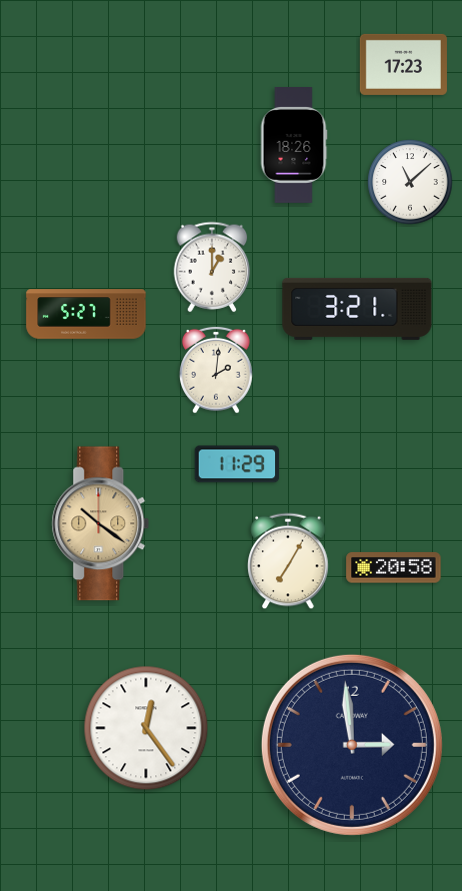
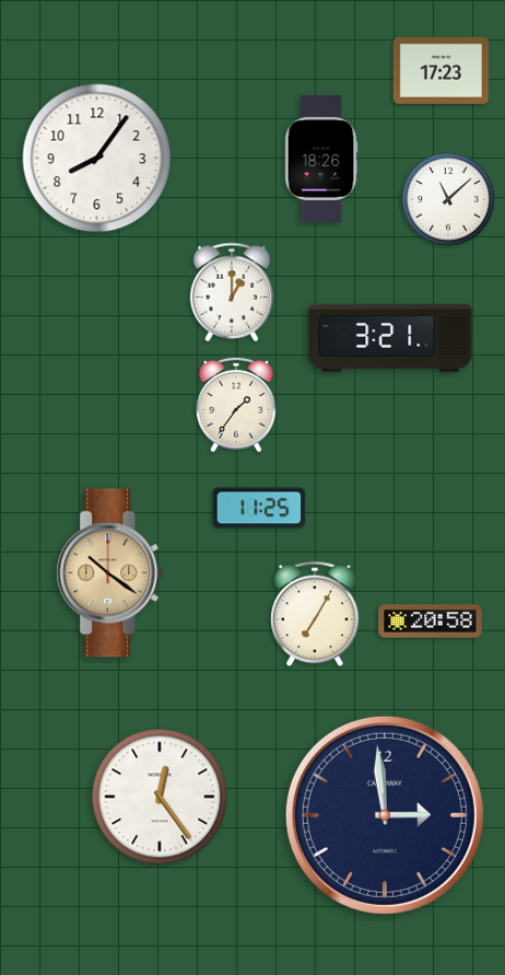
clock at (97, 159): none -> 8:06
clock at (86, 314): 5:27 -> none
clock at (216, 370): 2:01 -> 1:36
clock at (237, 464): 11:29 -> 11:25
